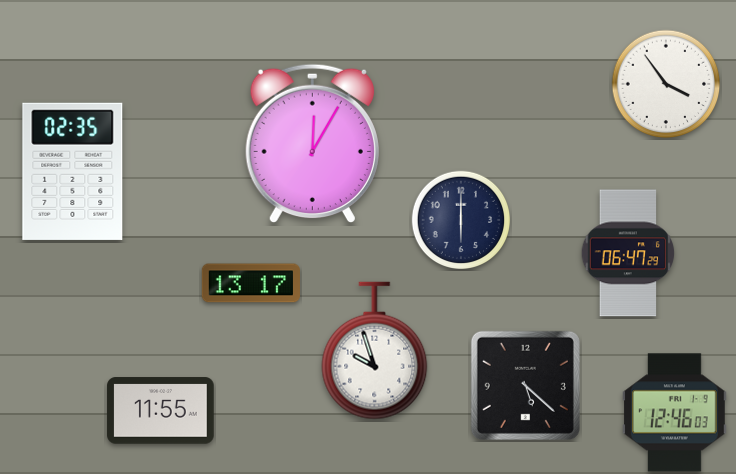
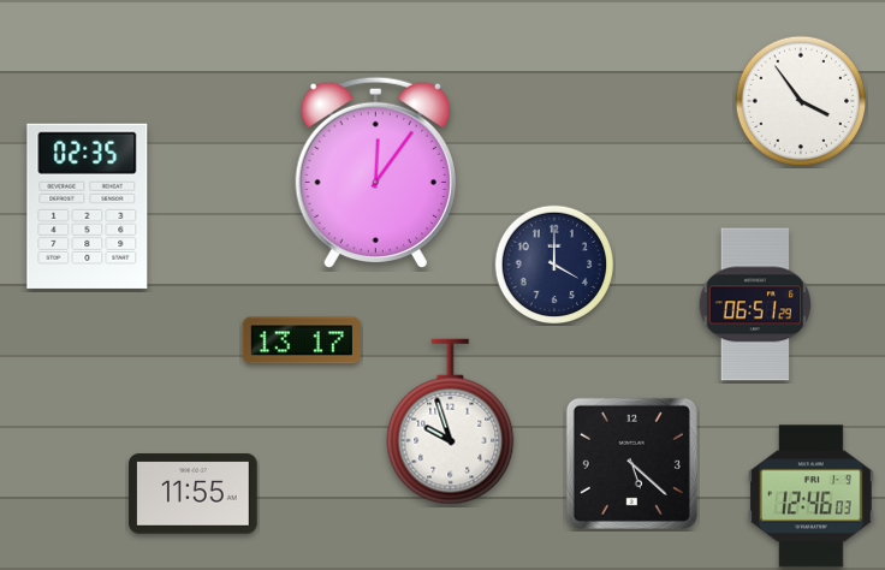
clock at (312, 144): 12:05 -> 12:06
clock at (460, 219): 6:00 -> 4:00
clock at (628, 253): 06:47 -> 06:51
